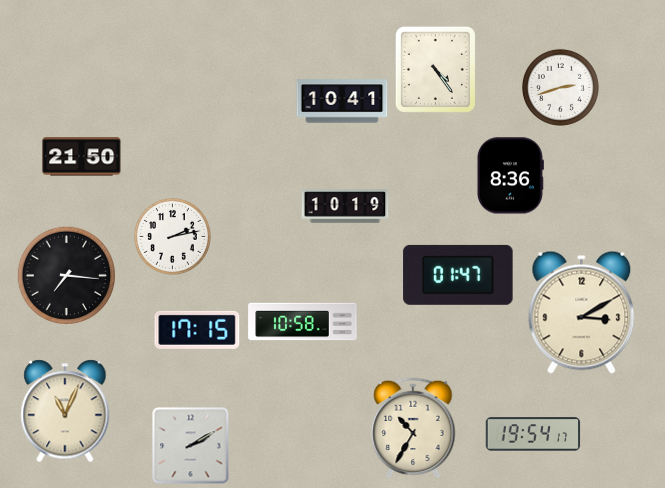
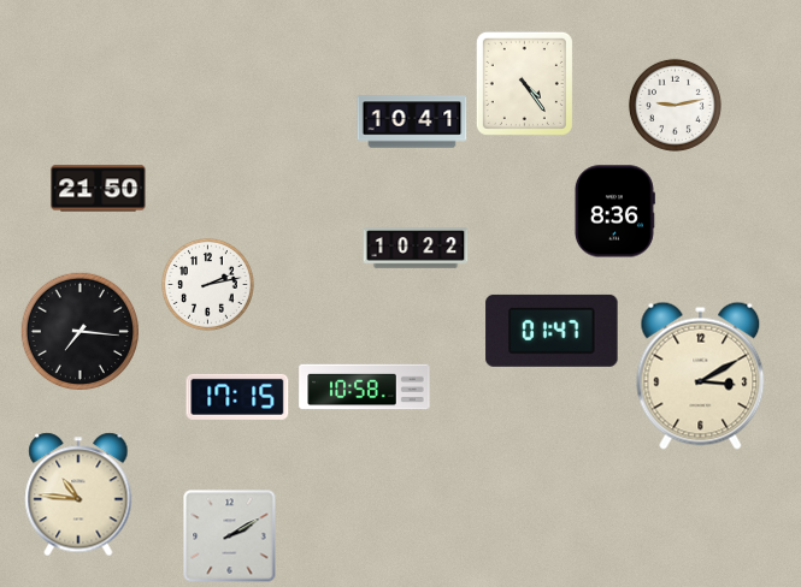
clock at (560, 87): 2:42 -> 9:13
clock at (345, 206): 10:19 -> 10:22
clock at (65, 411): 11:04 -> 10:46
clock at (413, 428): 10:35 -> none
clock at (533, 434): 19:54 -> none
